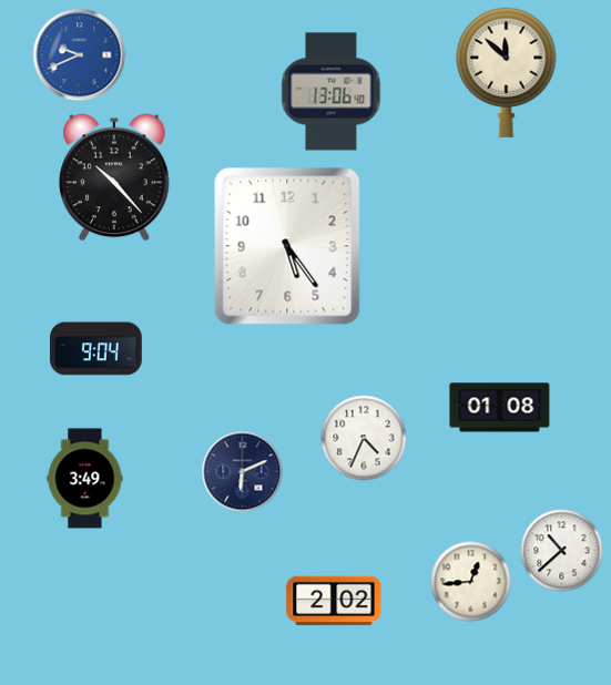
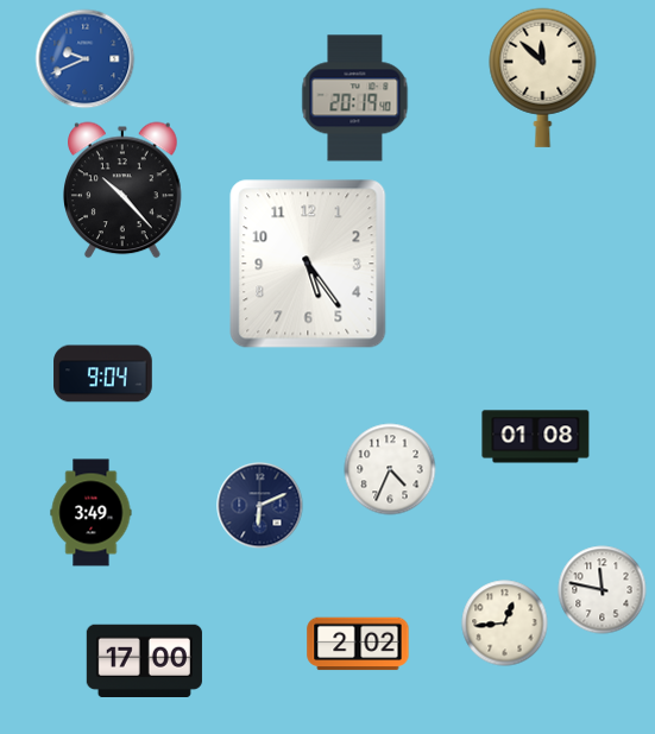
clock at (332, 92): 13:06 -> 20:19
clock at (562, 551): 10:38 -> 11:47
clock at (144, 662): none -> 17:00
